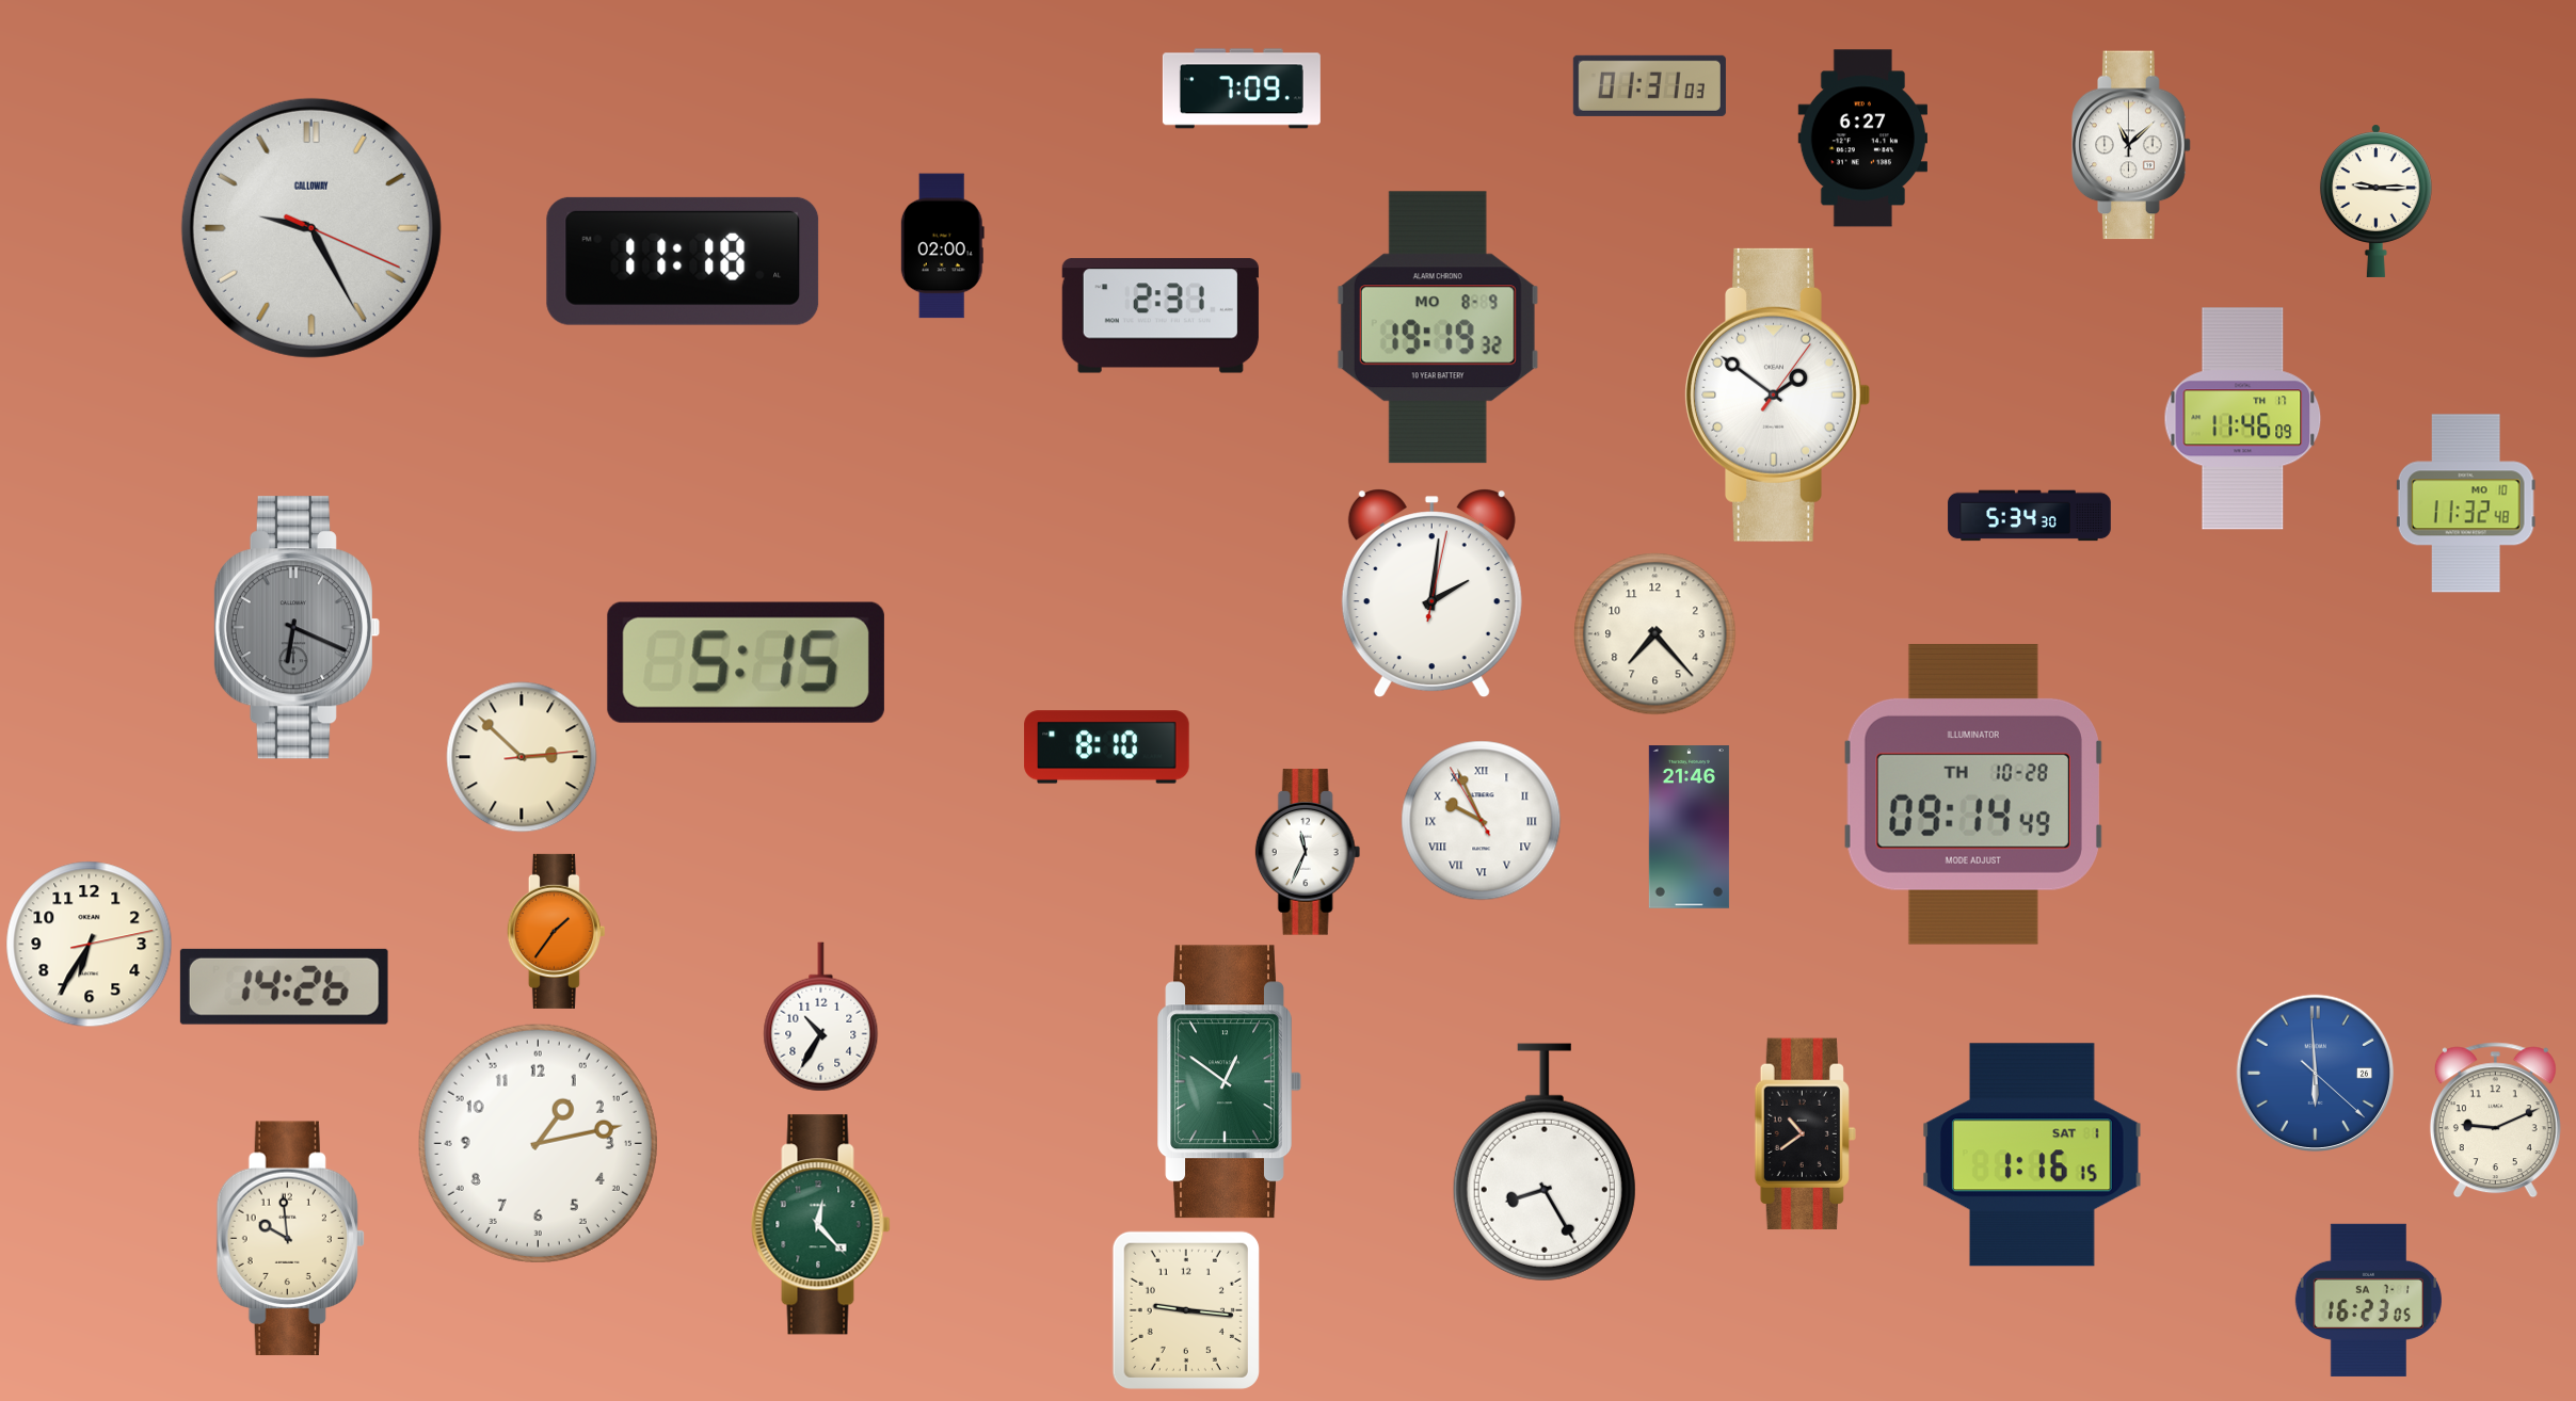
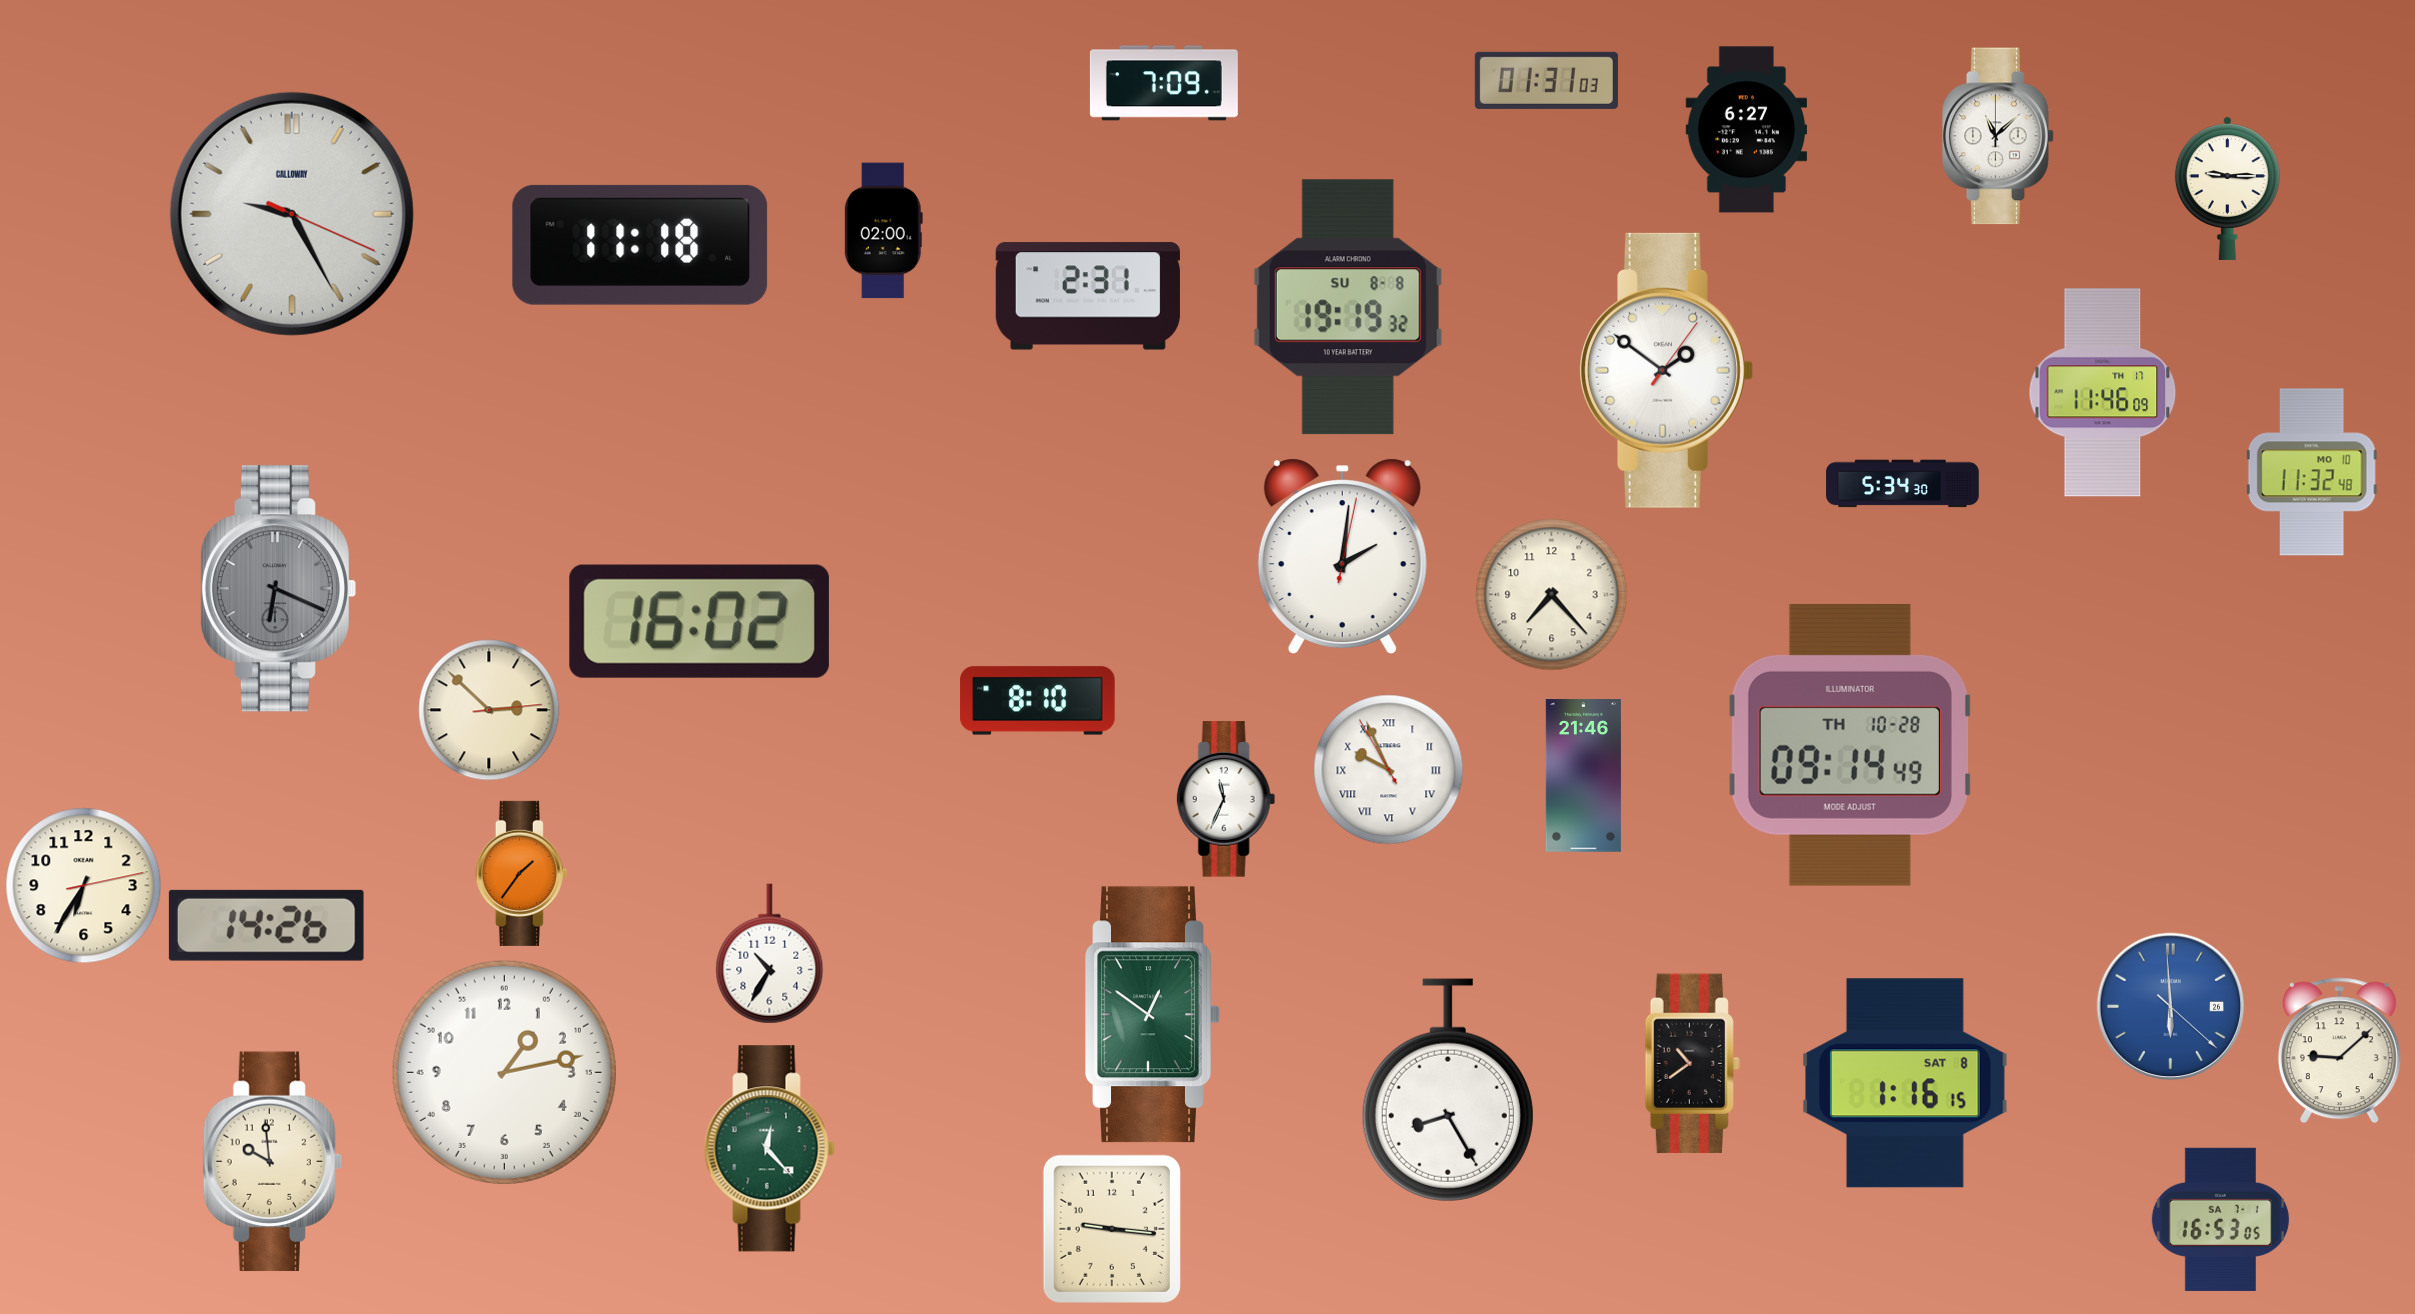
clock at (1438, 327) date: MO 8-9 -> SU 8-8
clock at (746, 662): 5:15 -> 16:02
clock at (2495, 1121): 9:11 -> 9:08
clock at (2032, 1155) date: SAT 1 -> SAT 8
clock at (2368, 1300): 16:23 -> 16:53
